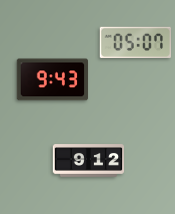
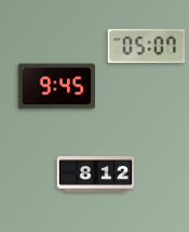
clock at (52, 80): 9:43 -> 9:45
clock at (89, 161): 9:12 -> 8:12
